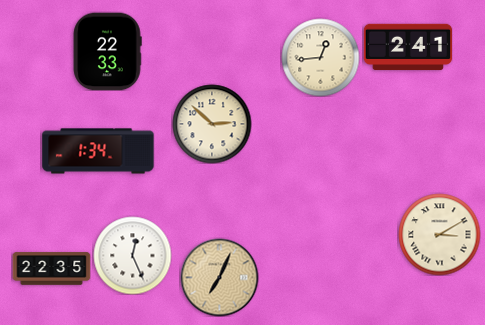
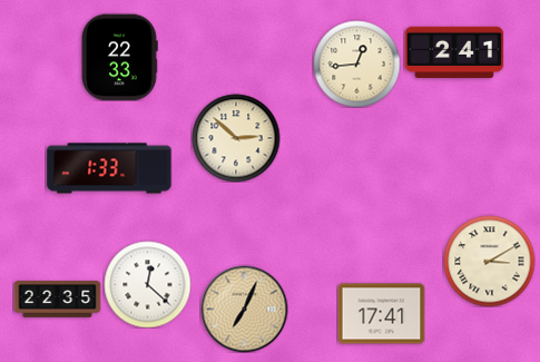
clock at (98, 151): 1:34 -> 1:33
clock at (132, 255): 12:26 -> 12:22
clock at (381, 314): none -> 17:41
